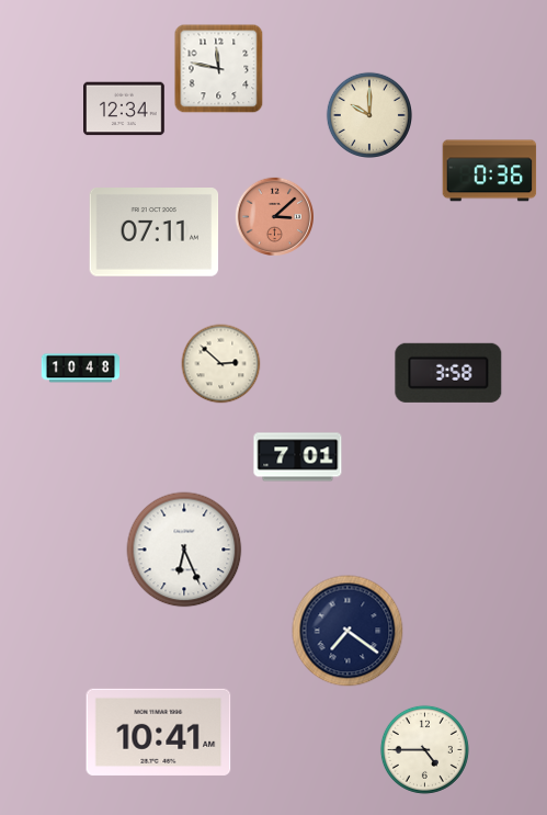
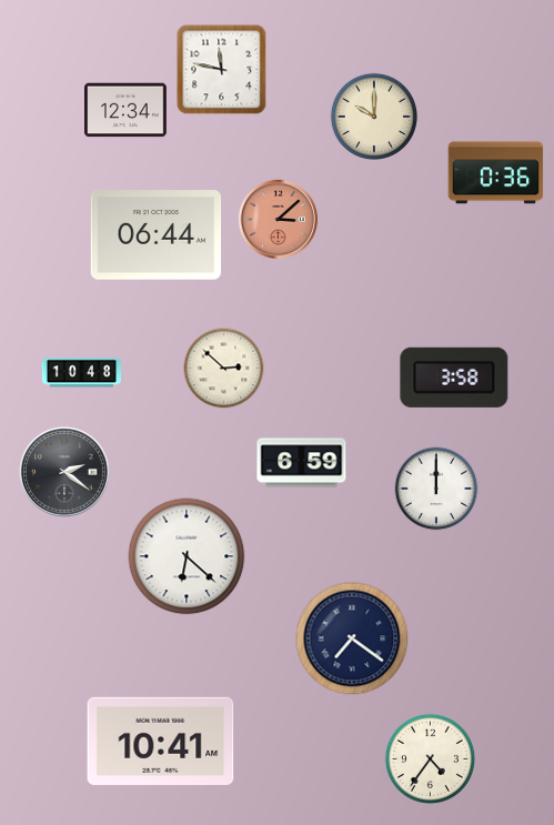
clock at (155, 233): 07:11 -> 06:44
clock at (298, 457): 7:01 -> 6:59
clock at (64, 472): none -> 2:21
clock at (436, 489): none -> 12:00
clock at (184, 550): 6:26 -> 6:22
clock at (424, 749): 4:45 -> 4:36
